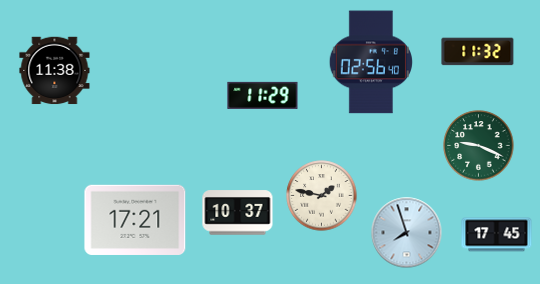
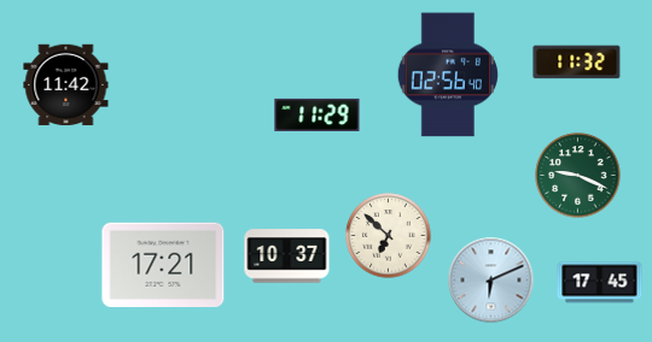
clock at (55, 71): 11:38 -> 11:42
clock at (322, 196): 1:47 -> 6:52
clock at (407, 233): 7:57 -> 6:11
